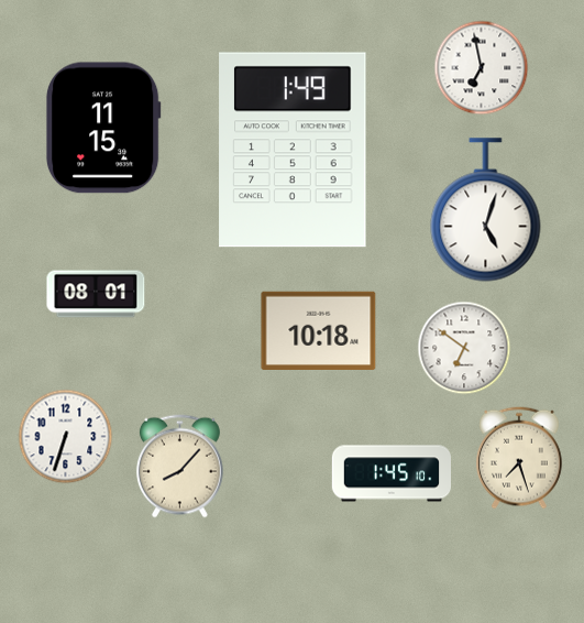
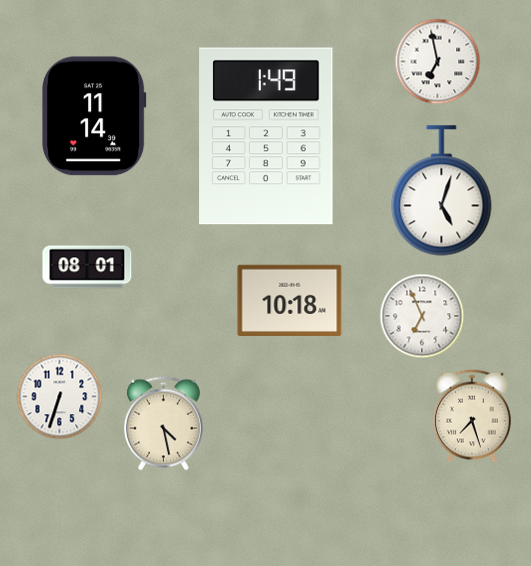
clock at (103, 128): 11:15 -> 11:14
clock at (464, 348): 6:51 -> 6:56
clock at (179, 467): 8:07 -> 4:28
clock at (390, 473): 1:45 -> none
